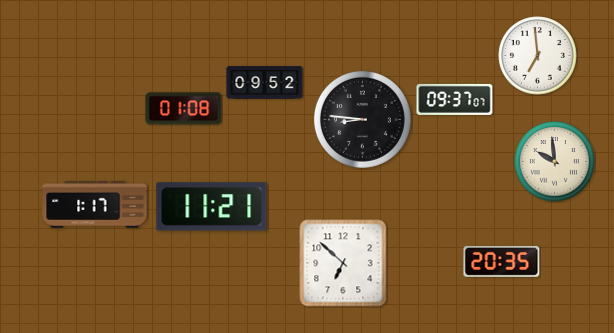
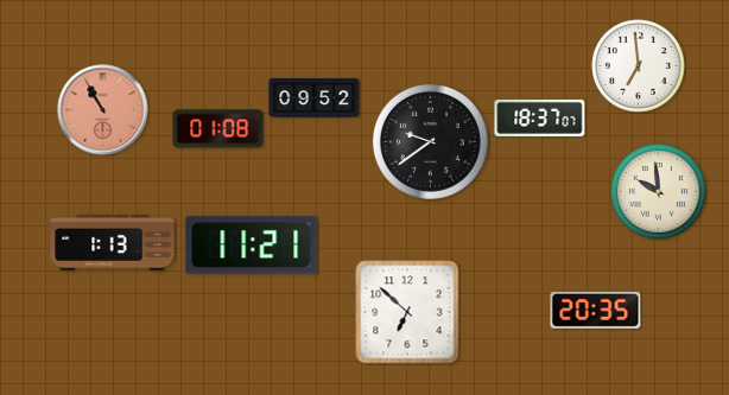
clock at (103, 110): none -> 10:55
clock at (455, 99): 09:37 -> 18:37
clock at (362, 119): 8:46 -> 9:39
clock at (95, 205): 1:17 -> 1:13
